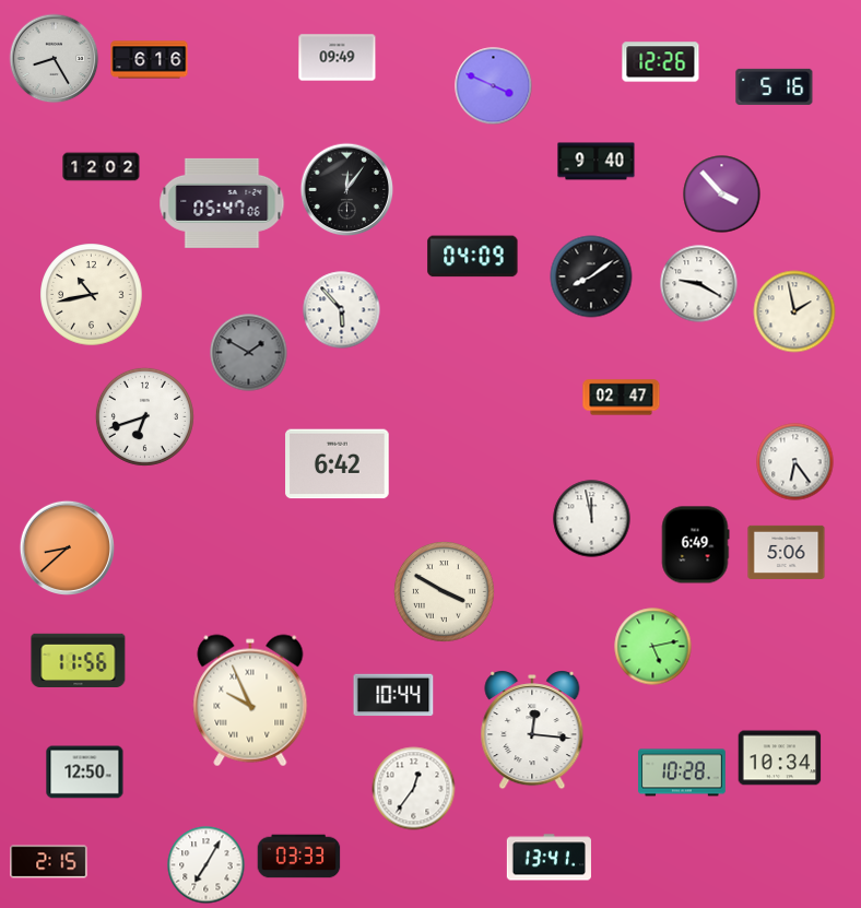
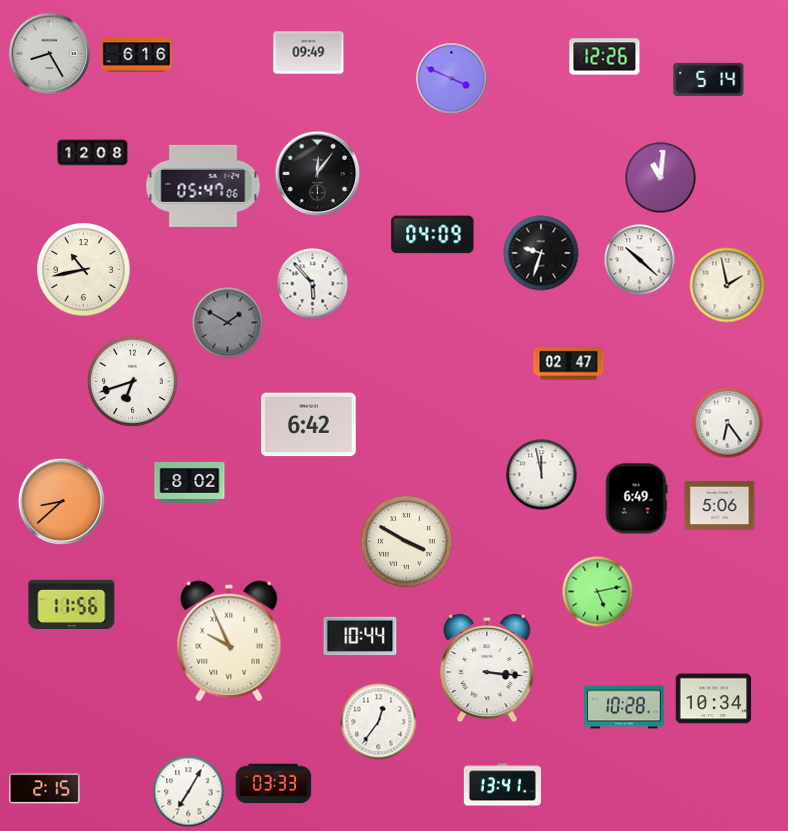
clock at (775, 86): 5:16 -> 5:14
clock at (597, 162): 9:40 -> none
clock at (102, 167): 12:02 -> 12:08
clock at (722, 194): 3:53 -> 11:01
clock at (591, 276): 8:09 -> 9:33
clock at (699, 284): 9:20 -> 10:22
clock at (190, 482): none -> 8:02
clock at (532, 730): 12:16 -> 3:16
clock at (780, 758) position: (780, 758) -> (714, 699)
clock at (85, 773): 12:50 -> none
